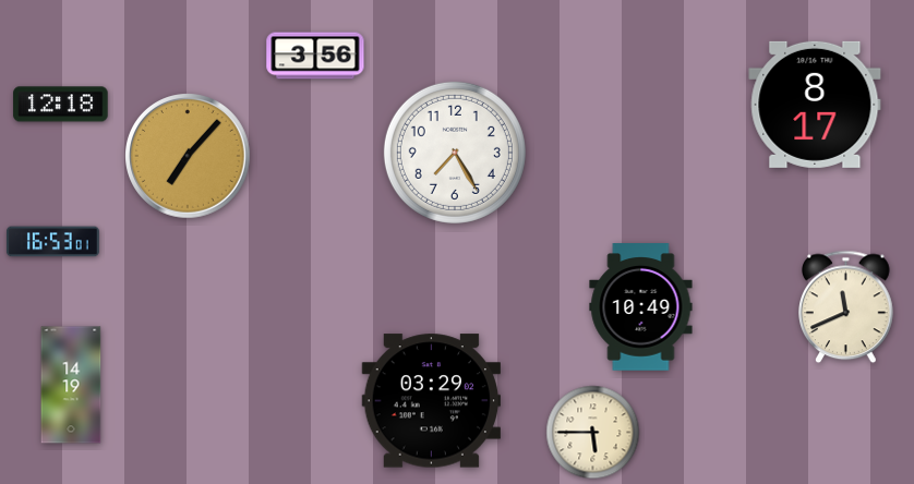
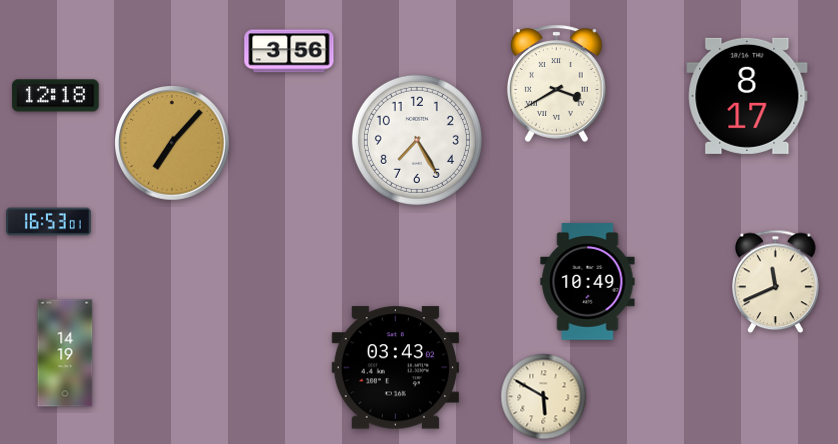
clock at (556, 83): none -> 3:40
clock at (431, 401): 03:29 -> 03:43
clock at (593, 433): 5:45 -> 5:50
